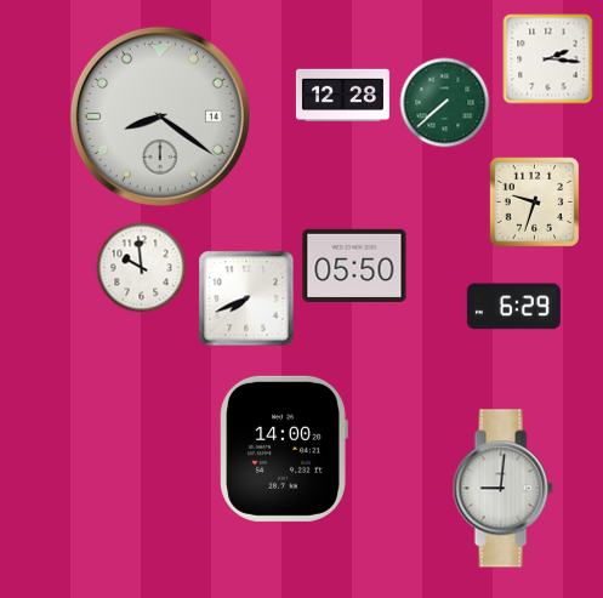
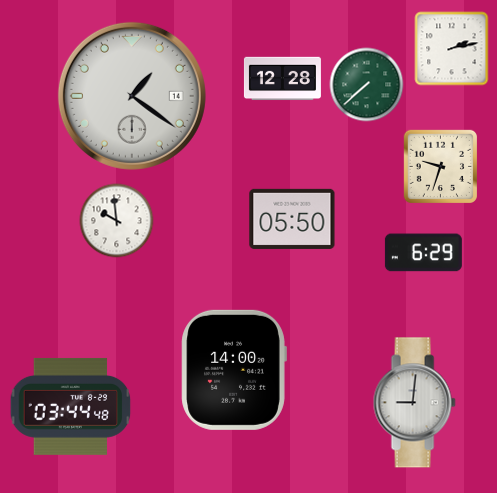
clock at (548, 59): 2:16 -> 2:13
clock at (160, 116): 8:21 -> 1:21
clock at (246, 298): 7:41 -> none
clock at (71, 406): none -> 03:44
